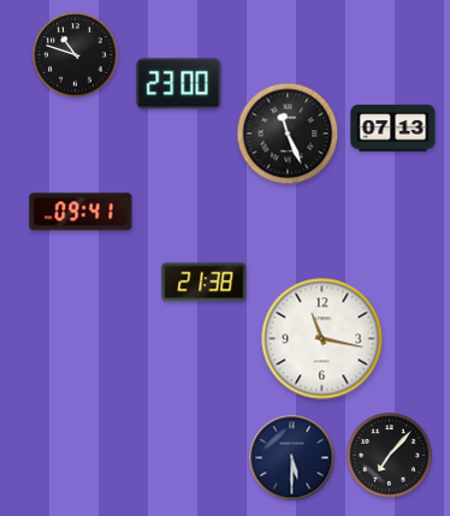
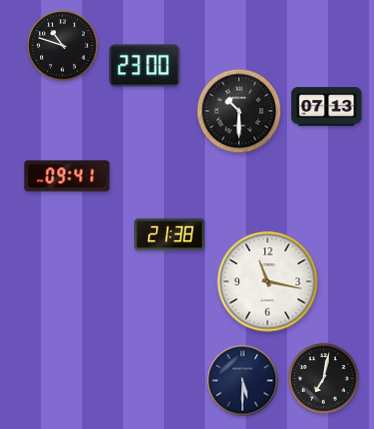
clock at (179, 84) position: (179, 84) -> (145, 66)
clock at (288, 134): 11:26 -> 10:30
clock at (390, 456): 7:07 -> 7:02
